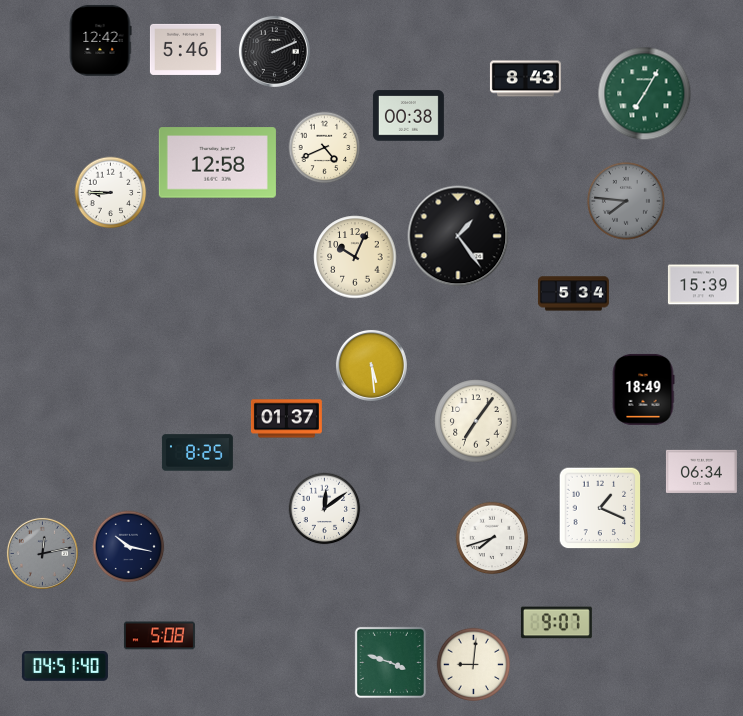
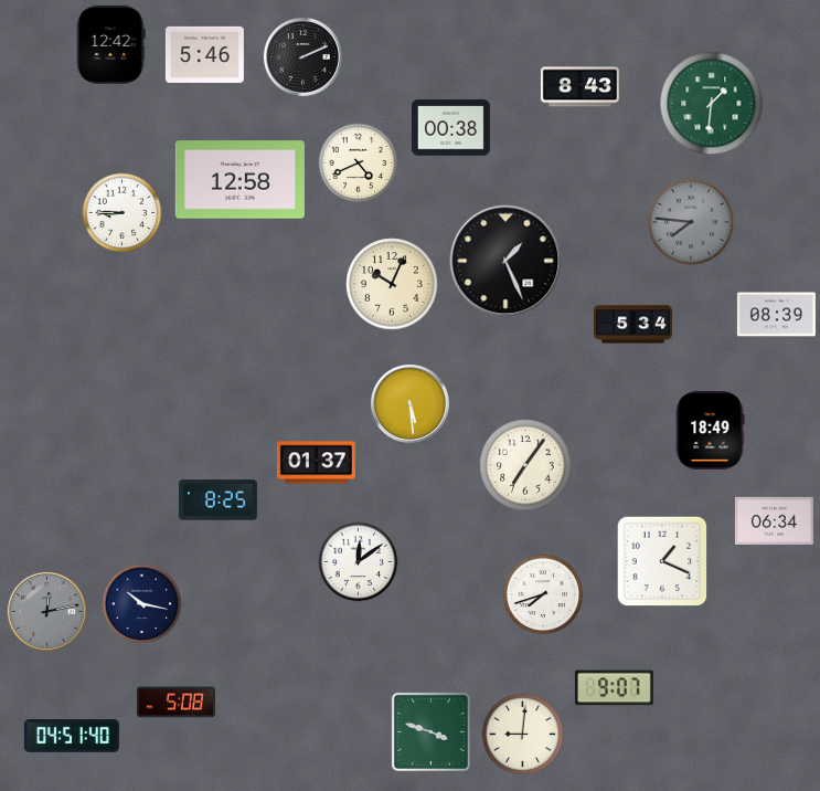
clock at (645, 94): 7:05 -> 1:31
clock at (458, 236): 1:24 -> 1:26
clock at (703, 285): 15:39 -> 08:39
